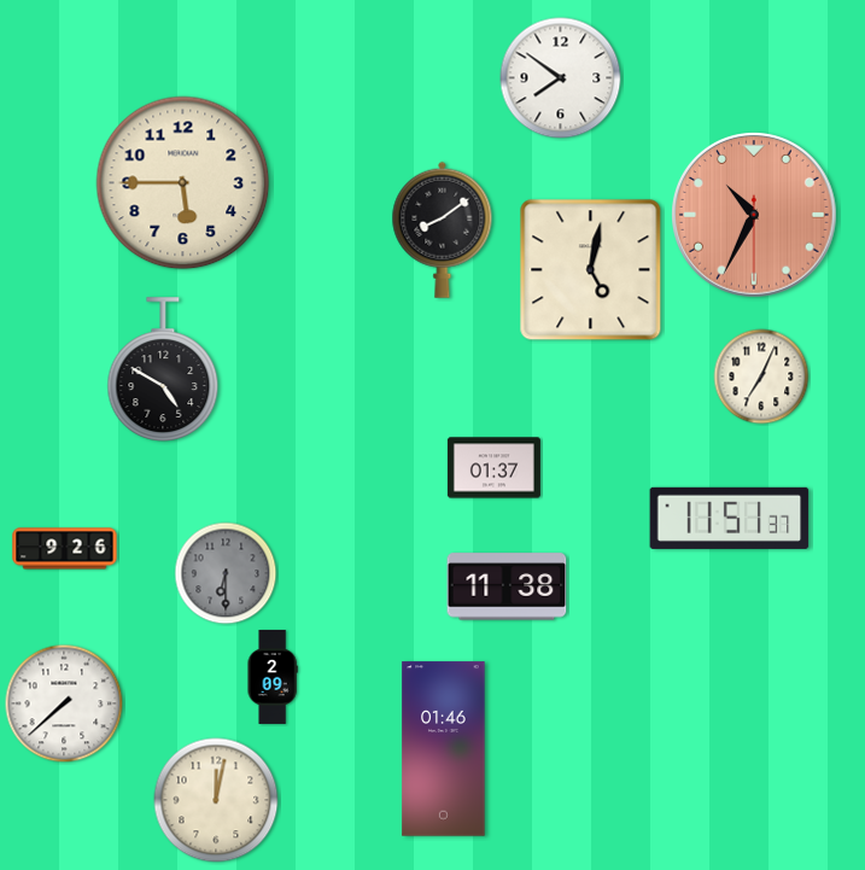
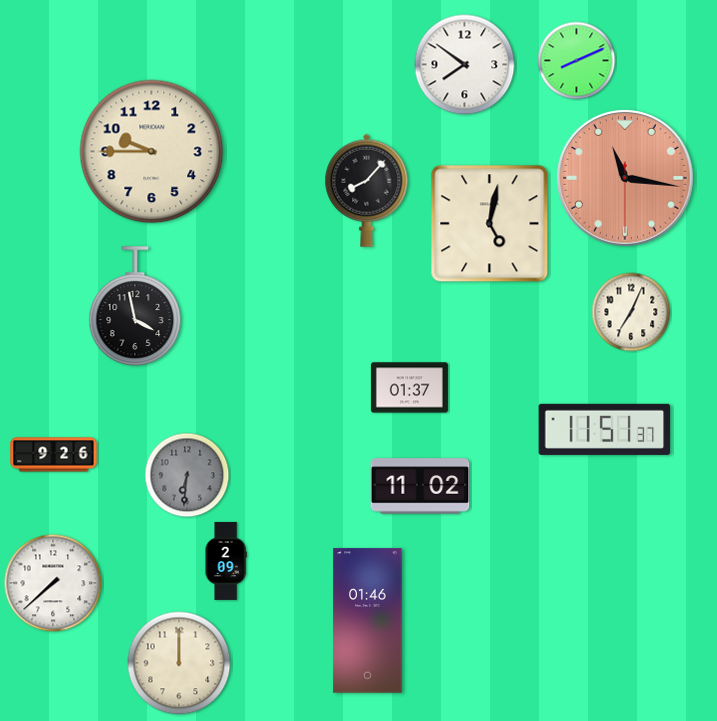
clock at (577, 61): none -> 8:11
clock at (183, 183): 5:45 -> 9:45
clock at (755, 216): 10:34 -> 11:16
clock at (443, 229): 8:09 -> 8:07
clock at (163, 369): 4:50 -> 3:58
clock at (226, 573): 6:30 -> 6:31
clock at (507, 586): 11:38 -> 11:02
clock at (216, 800): 12:02 -> 12:00
